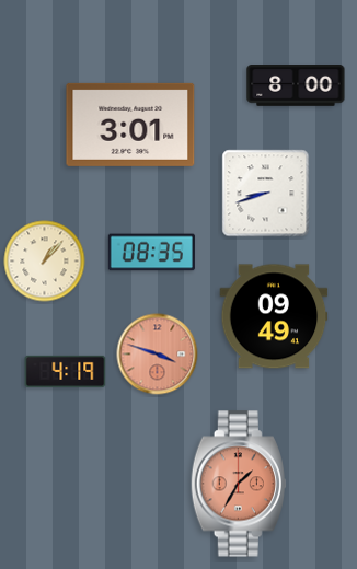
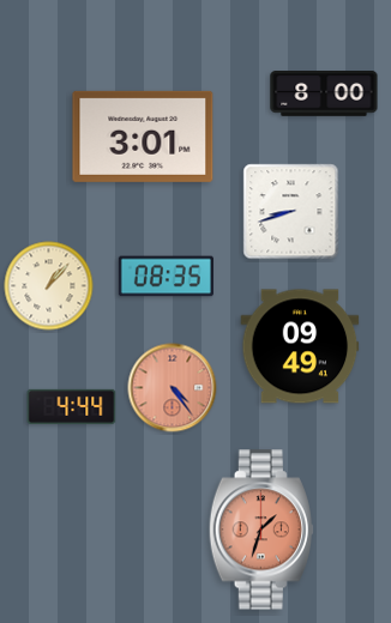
clock at (158, 355): 3:48 -> 4:24
clock at (66, 371): 4:19 -> 4:44
clock at (239, 484): 1:35 -> 1:33
